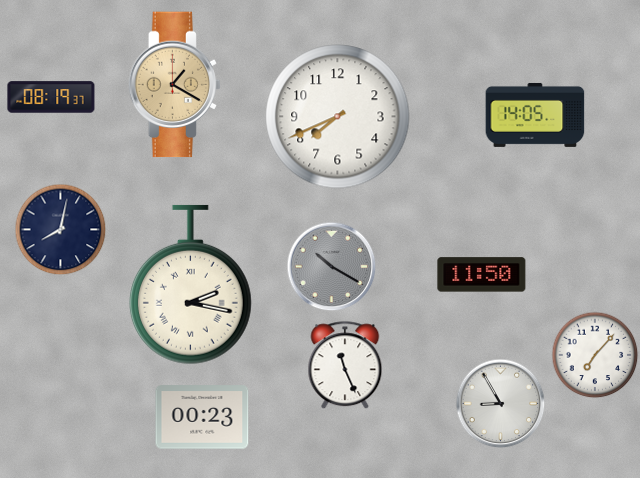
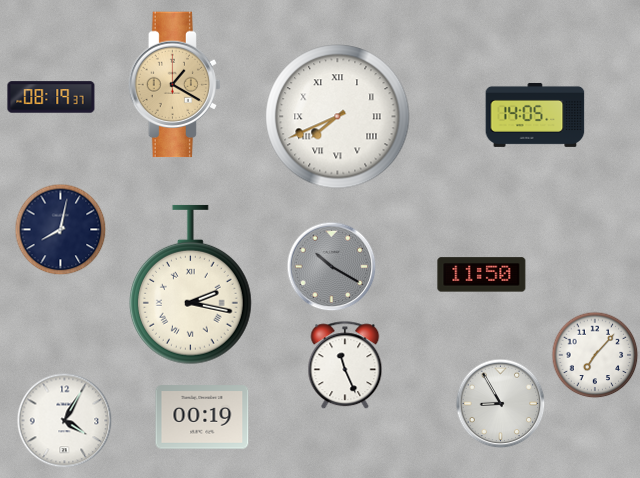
clock at (338, 117) numerals: Arabic -> Roman
clock at (202, 417): 00:23 -> 00:19
clock at (64, 420): none -> 4:05
